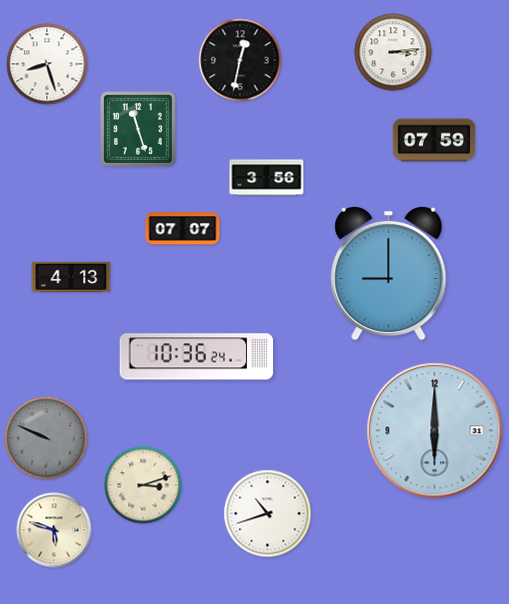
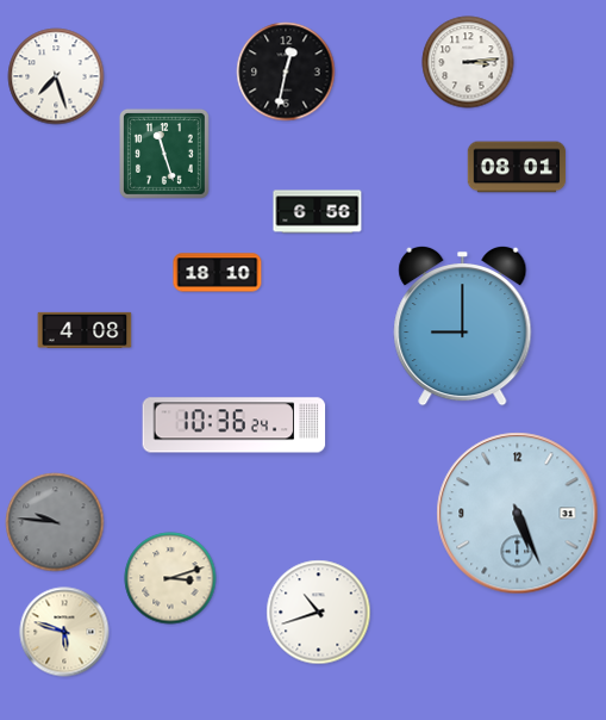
clock at (47, 64): 8:27 -> 7:27
clock at (434, 140): 07:59 -> 08:01
clock at (267, 178): 3:56 -> 6:56
clock at (183, 229): 07:07 -> 18:10
clock at (71, 277): 4:13 -> 4:08
clock at (435, 431): 6:00 -> 5:26
clock at (46, 438): 9:49 -> 9:46
